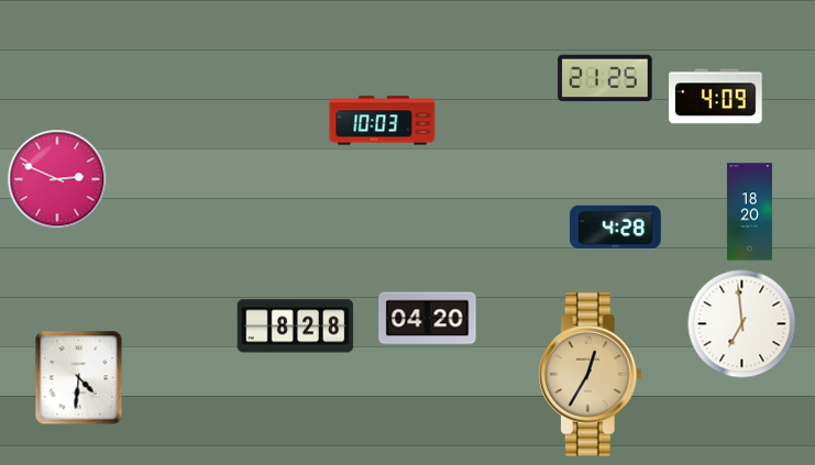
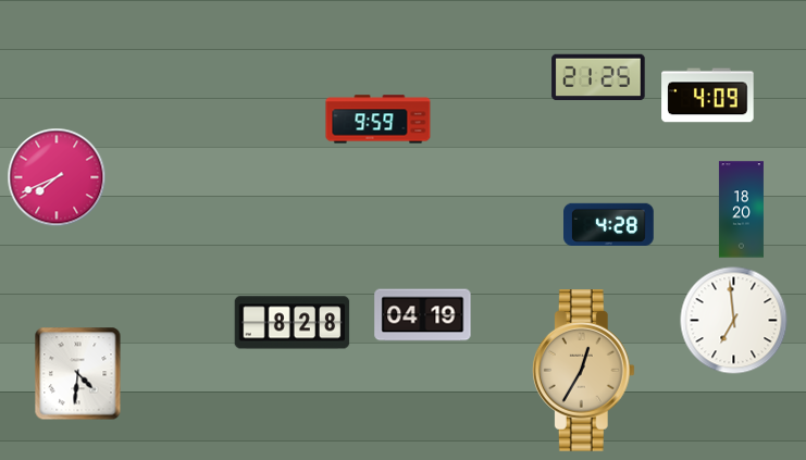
clock at (383, 121): 10:03 -> 9:59
clock at (57, 179): 2:49 -> 7:41
clock at (428, 319): 04:20 -> 04:19
